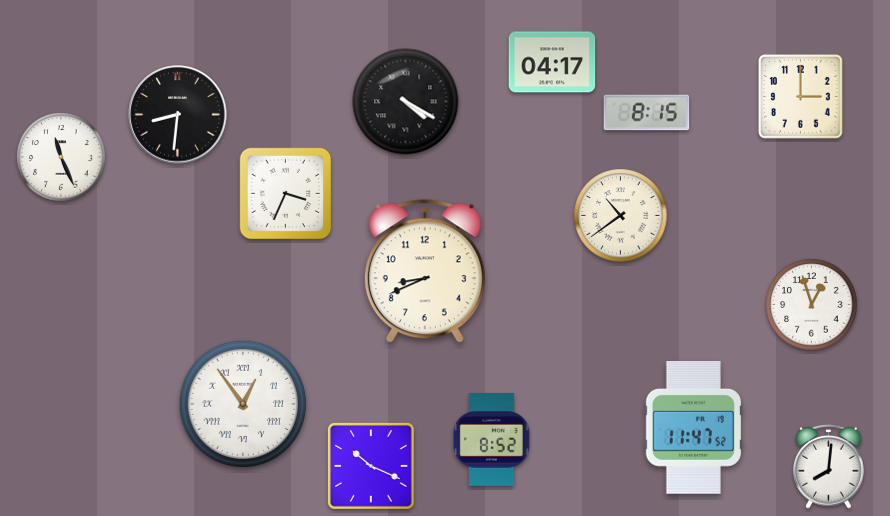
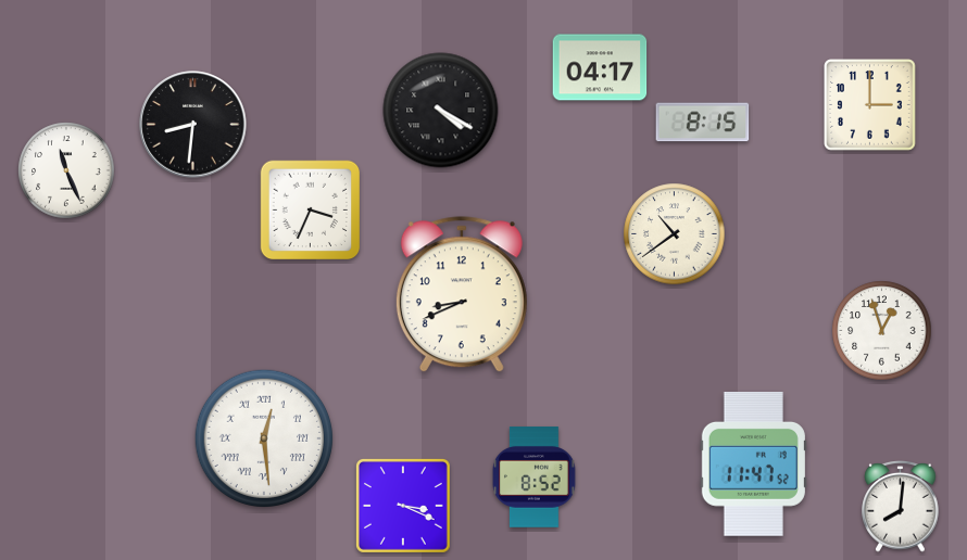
clock at (242, 403): 12:54 -> 12:29
clock at (371, 466): 10:19 -> 3:19
